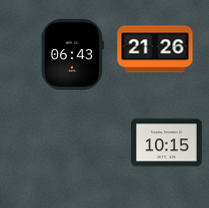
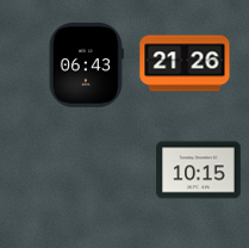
clock at (155, 49) position: (155, 49) -> (185, 63)
